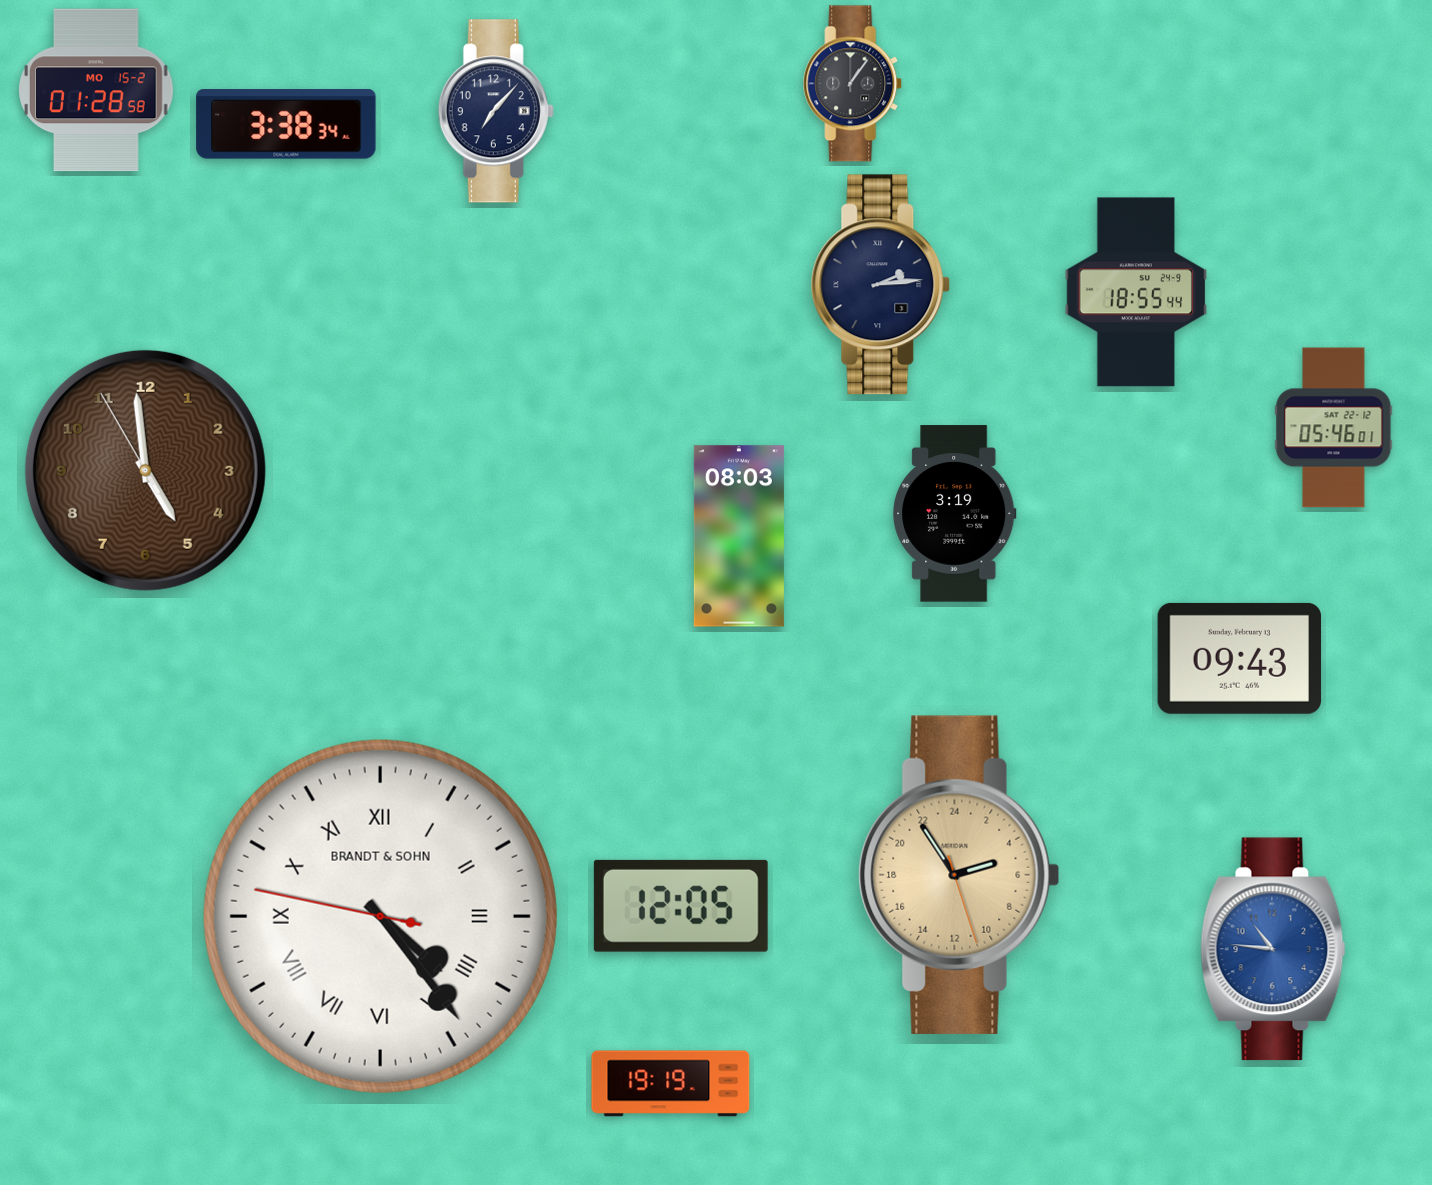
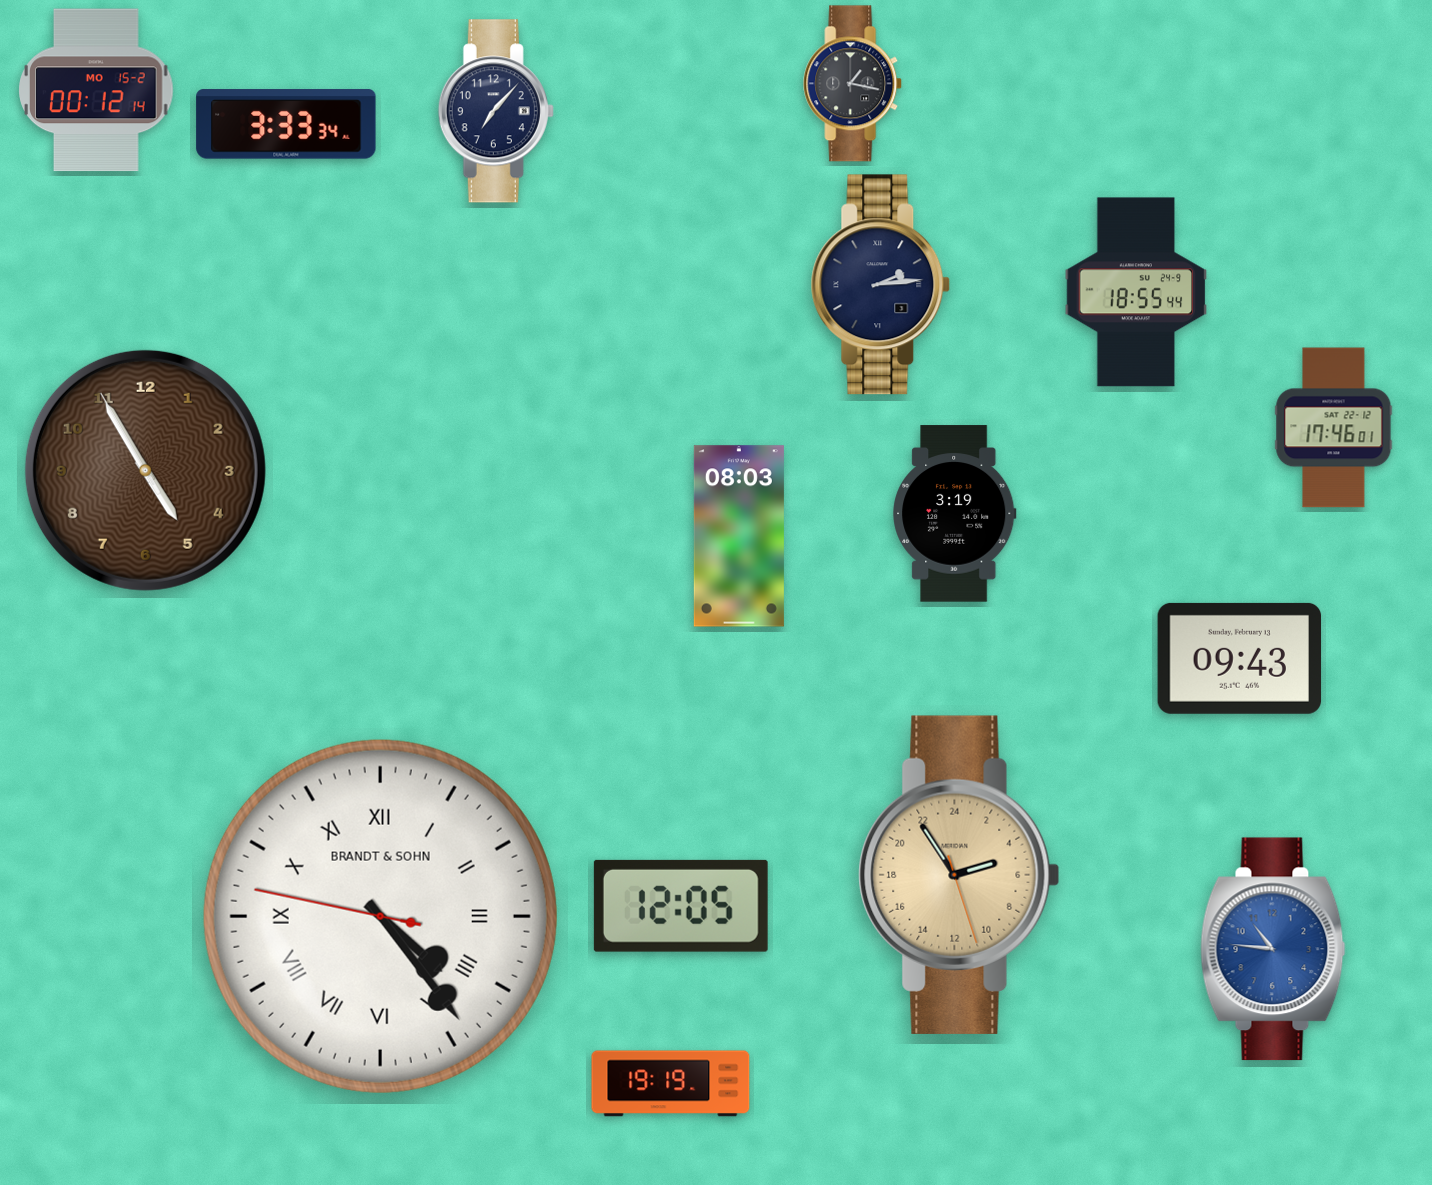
clock at (853, 84): 1:06 -> 1:17
clock at (96, 90): 01:28 -> 00:12
clock at (286, 124): 3:38 -> 3:33
clock at (1334, 428): 05:46 -> 17:46
clock at (145, 470): 4:58 -> 4:54
